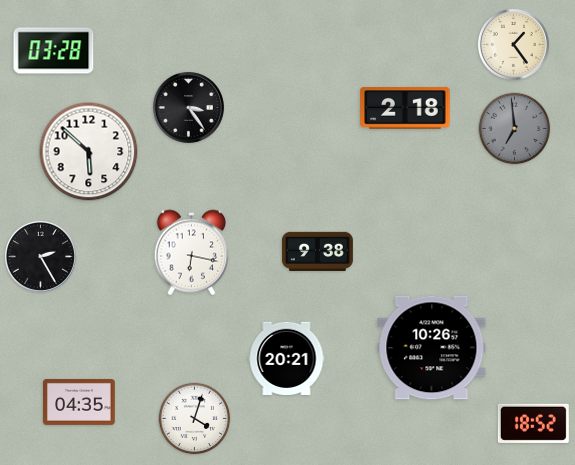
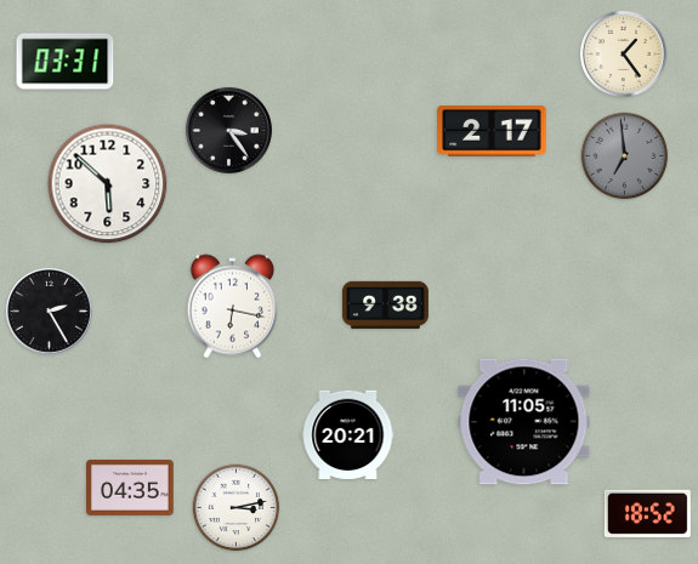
clock at (54, 51): 03:28 -> 03:31
clock at (405, 108): 2:18 -> 2:17
clock at (432, 348): 10:26 -> 11:05
clock at (80, 402) position: (80, 402) -> (131, 488)
clock at (195, 419): 4:03 -> 3:13
